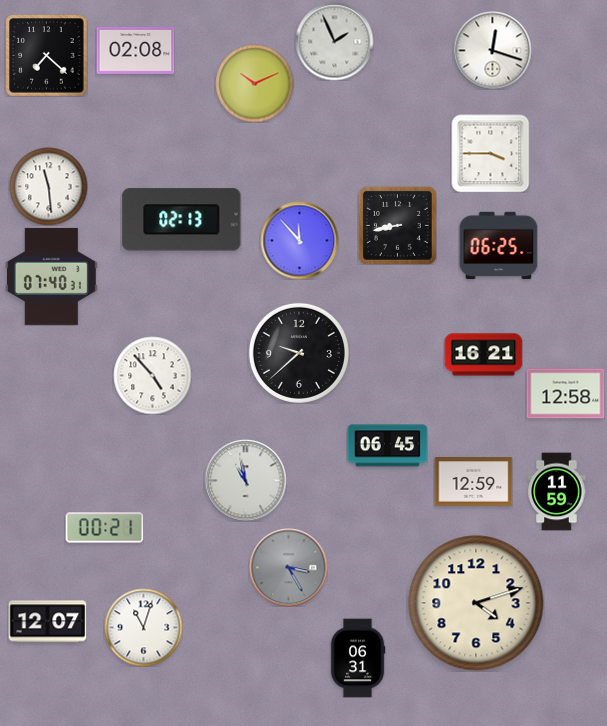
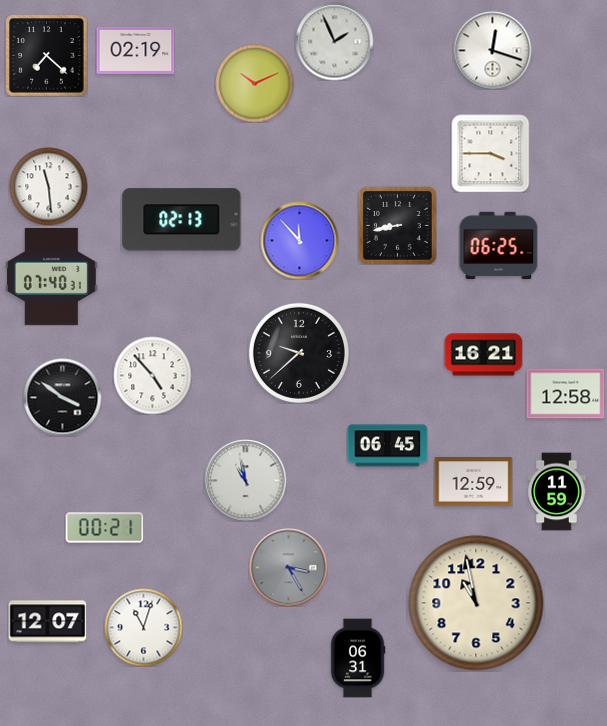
clock at (135, 50): 02:08 -> 02:19
clock at (62, 397): none -> 3:51
clock at (476, 603): 4:12 -> 10:58
